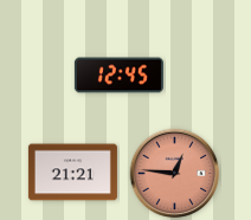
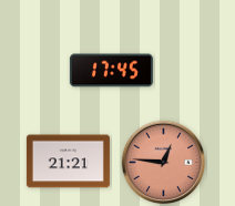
clock at (118, 76): 12:45 -> 17:45
